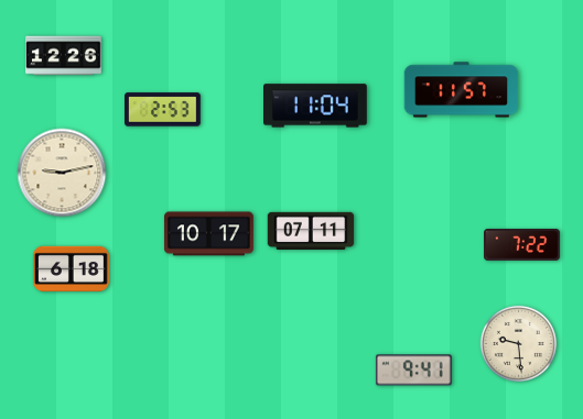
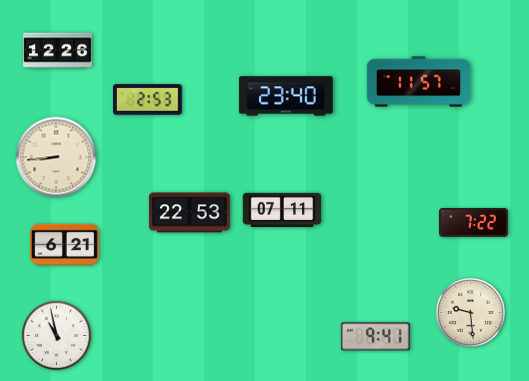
clock at (316, 106): 11:04 -> 23:40
clock at (62, 173): 9:13 -> 8:44
clock at (208, 234): 10:17 -> 22:53
clock at (72, 268): 6:18 -> 6:21
clock at (56, 335): none -> 10:58
